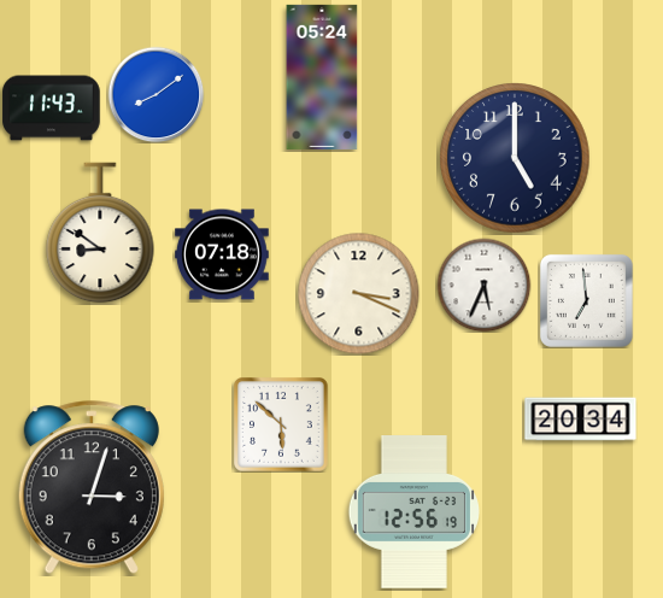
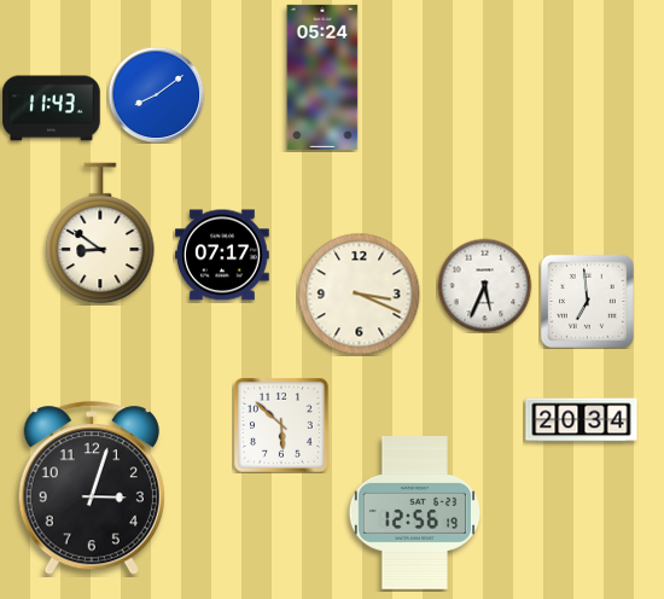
clock at (515, 158): 5:00 -> none
clock at (223, 254): 07:18 -> 07:17
